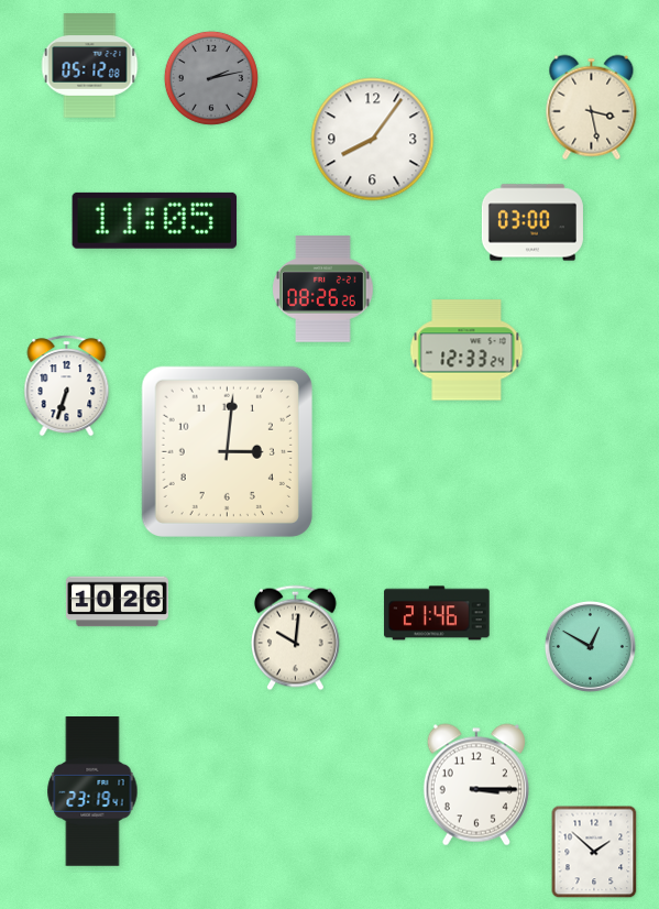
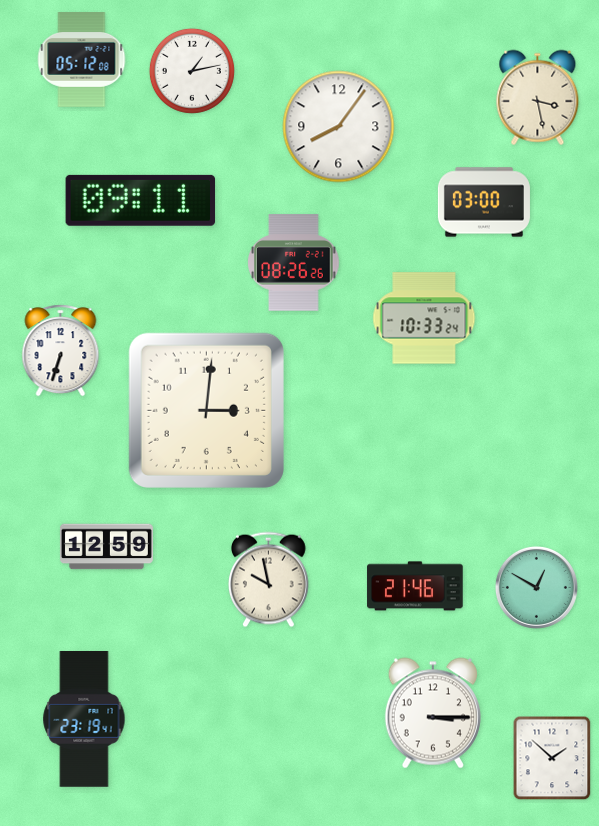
clock at (211, 78): 2:13 -> 1:13
clock at (211, 78) dial: grey -> white
clock at (155, 220): 11:05 -> 09:11
clock at (466, 350): 12:33 -> 10:33
clock at (117, 602): 10:26 -> 12:59
clock at (437, 613) position: (437, 613) -> (415, 586)
clock at (296, 638): 10:01 -> 9:58
clock at (594, 852) position: (594, 852) -> (552, 758)
